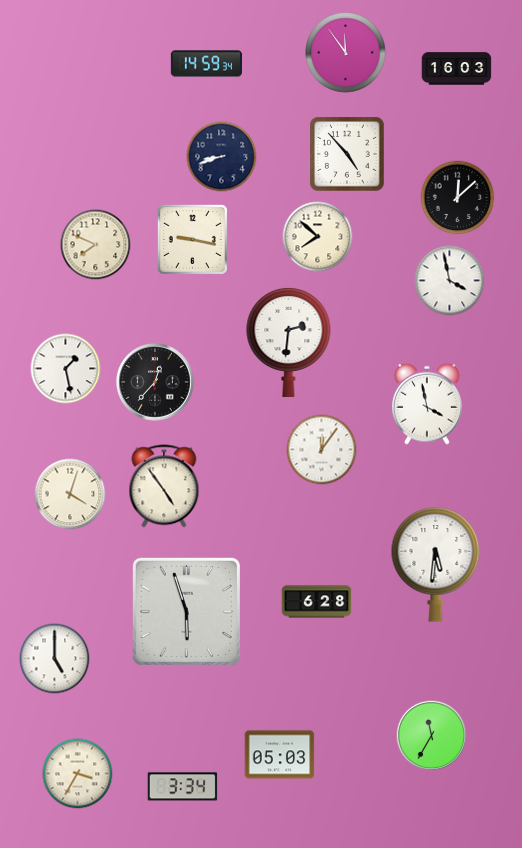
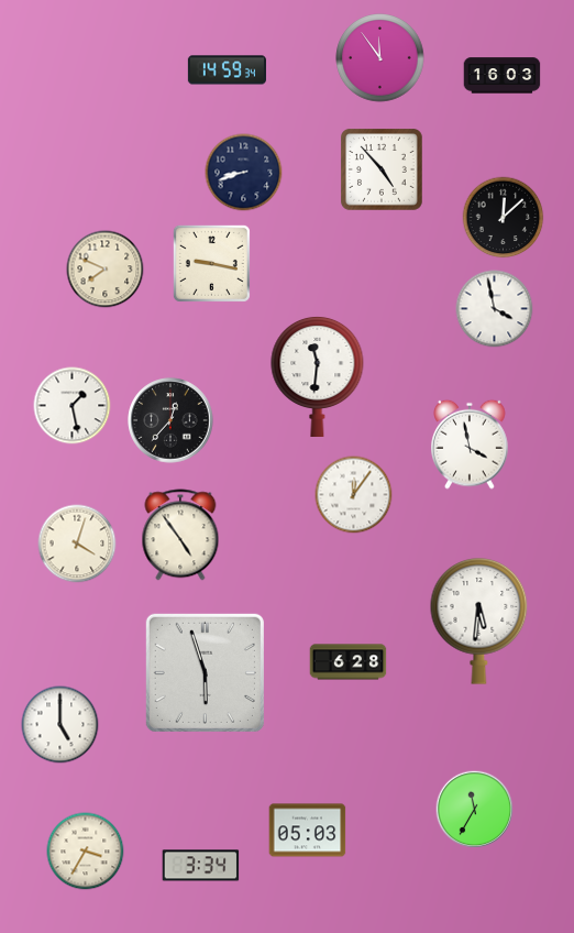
clock at (318, 237): 7:52 -> none
clock at (289, 341): 2:31 -> 11:31
